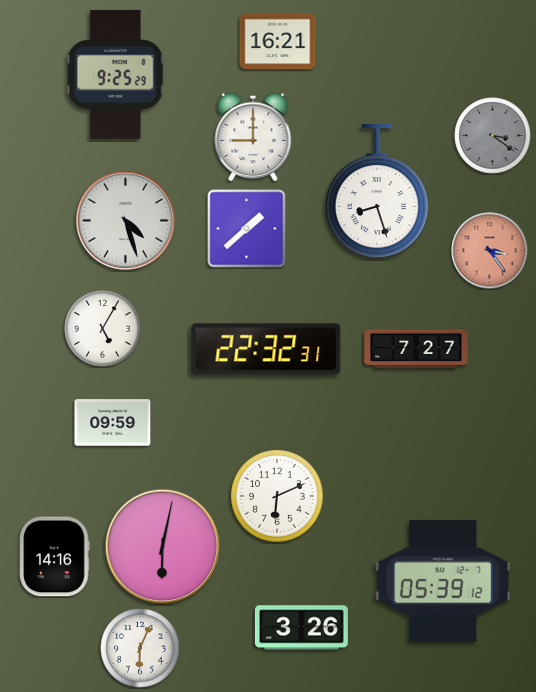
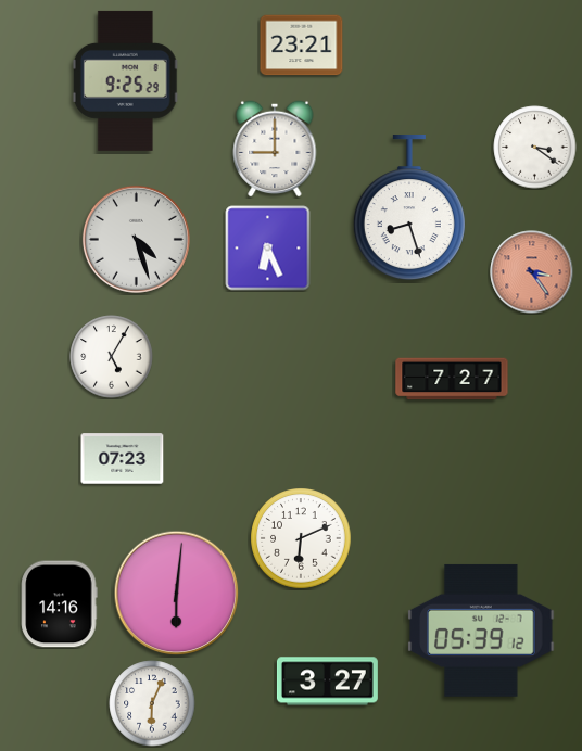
clock at (278, 42): 16:21 -> 23:21
clock at (493, 136) dial: grey -> white
clock at (247, 229): 1:38 -> 6:26
clock at (266, 349): 22:32 -> none
clock at (113, 423): 09:59 -> 07:23
clock at (163, 547): 6:02 -> 6:01
clock at (301, 628): 3:26 -> 3:27
